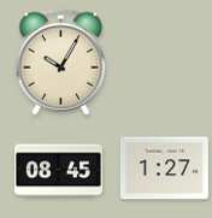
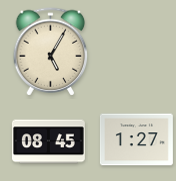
clock at (61, 63): 10:05 -> 5:05
